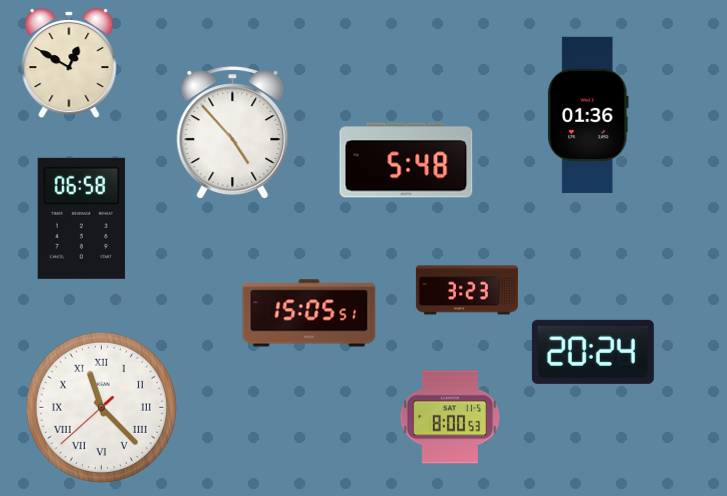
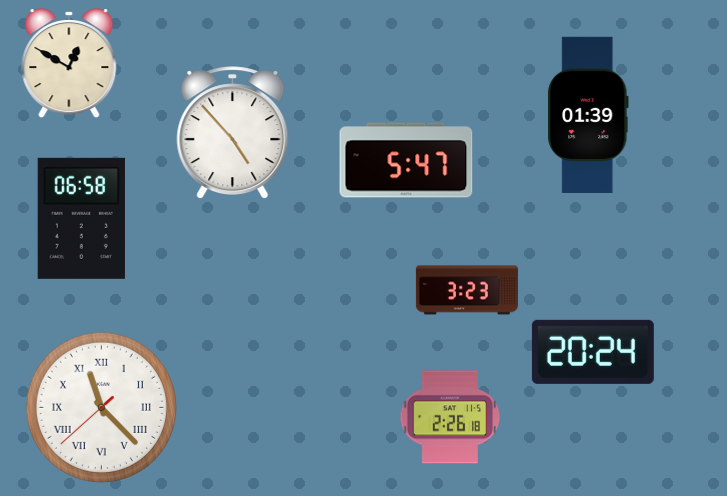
clock at (589, 115): 01:36 -> 01:39
clock at (406, 160): 5:48 -> 5:47
clock at (309, 313): 15:05 -> none
clock at (450, 417): 8:00 -> 2:26
